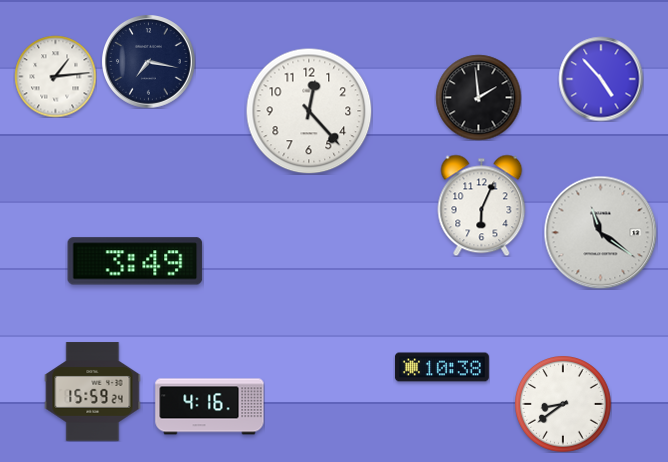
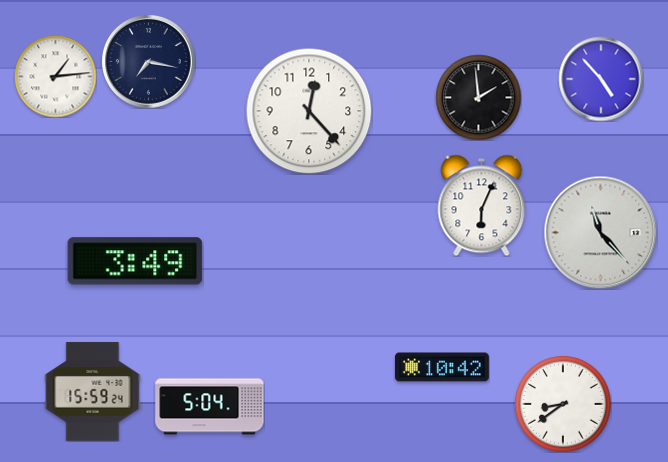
clock at (600, 232): 11:21 -> 11:23
clock at (442, 367): 10:38 -> 10:42
clock at (210, 407): 4:16 -> 5:04
